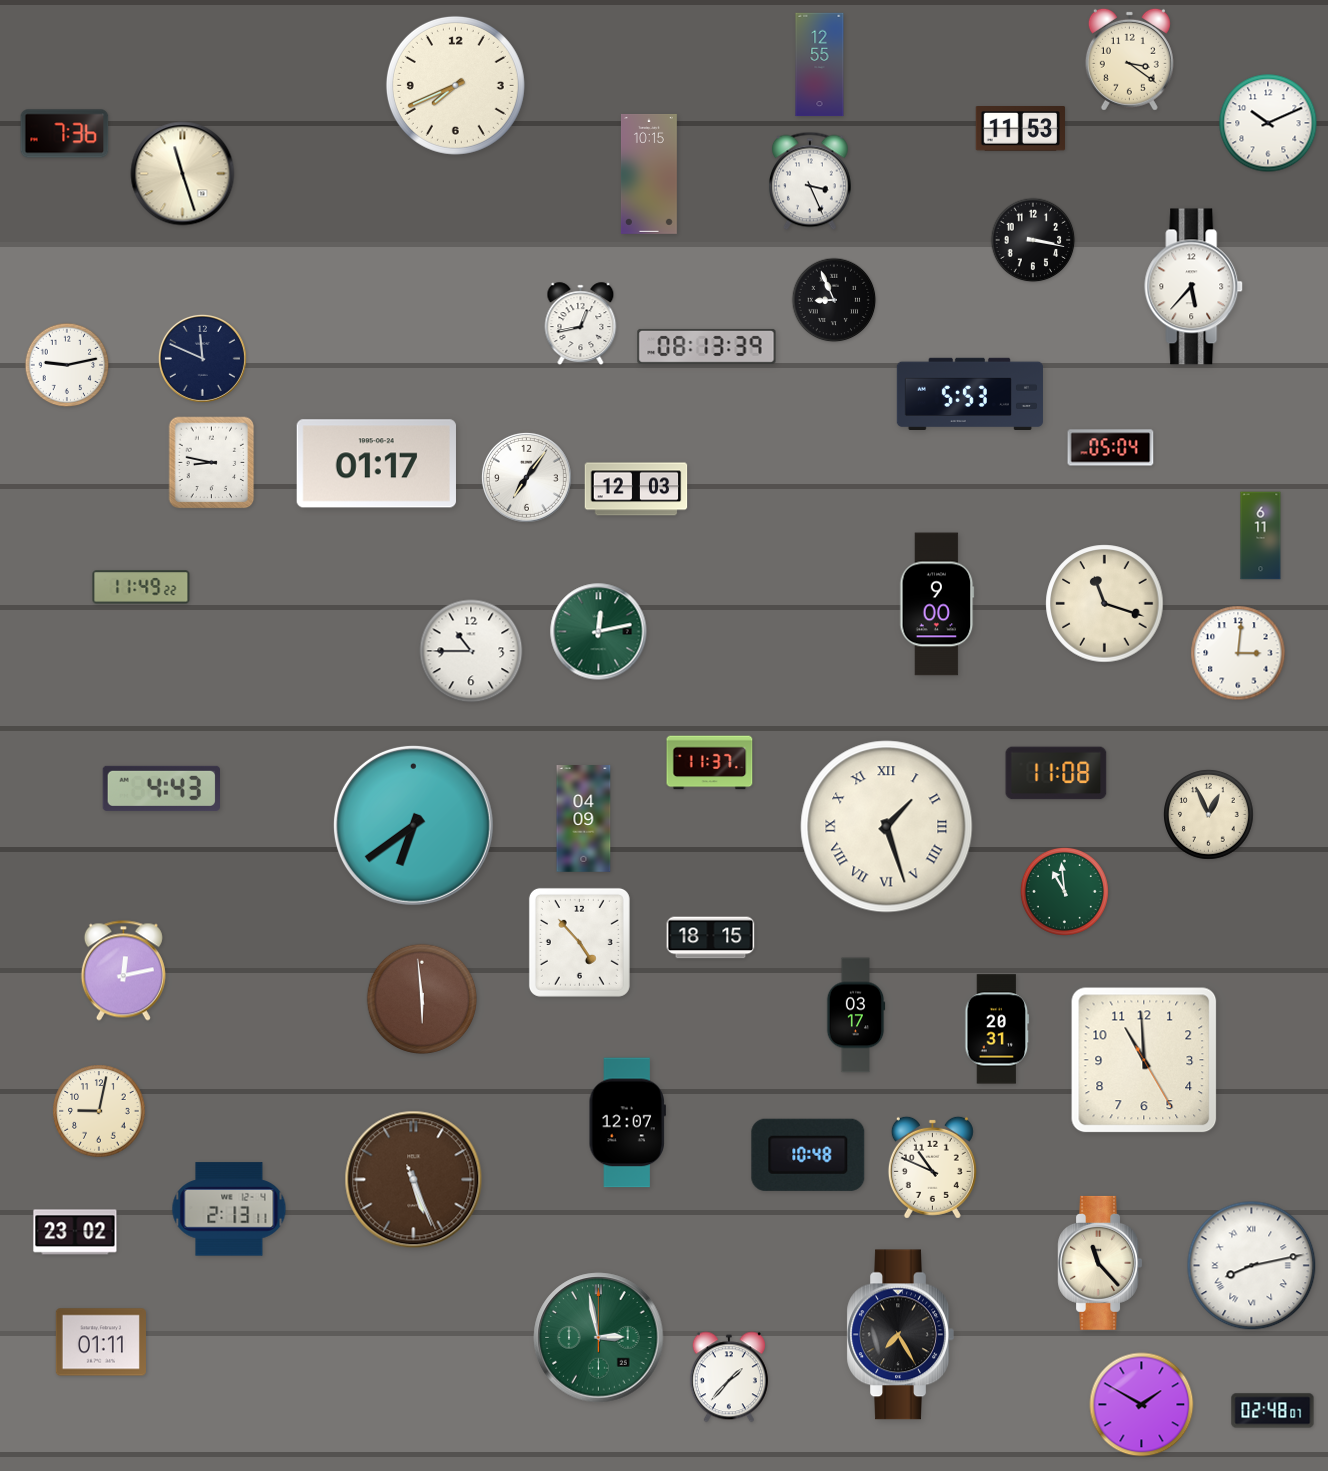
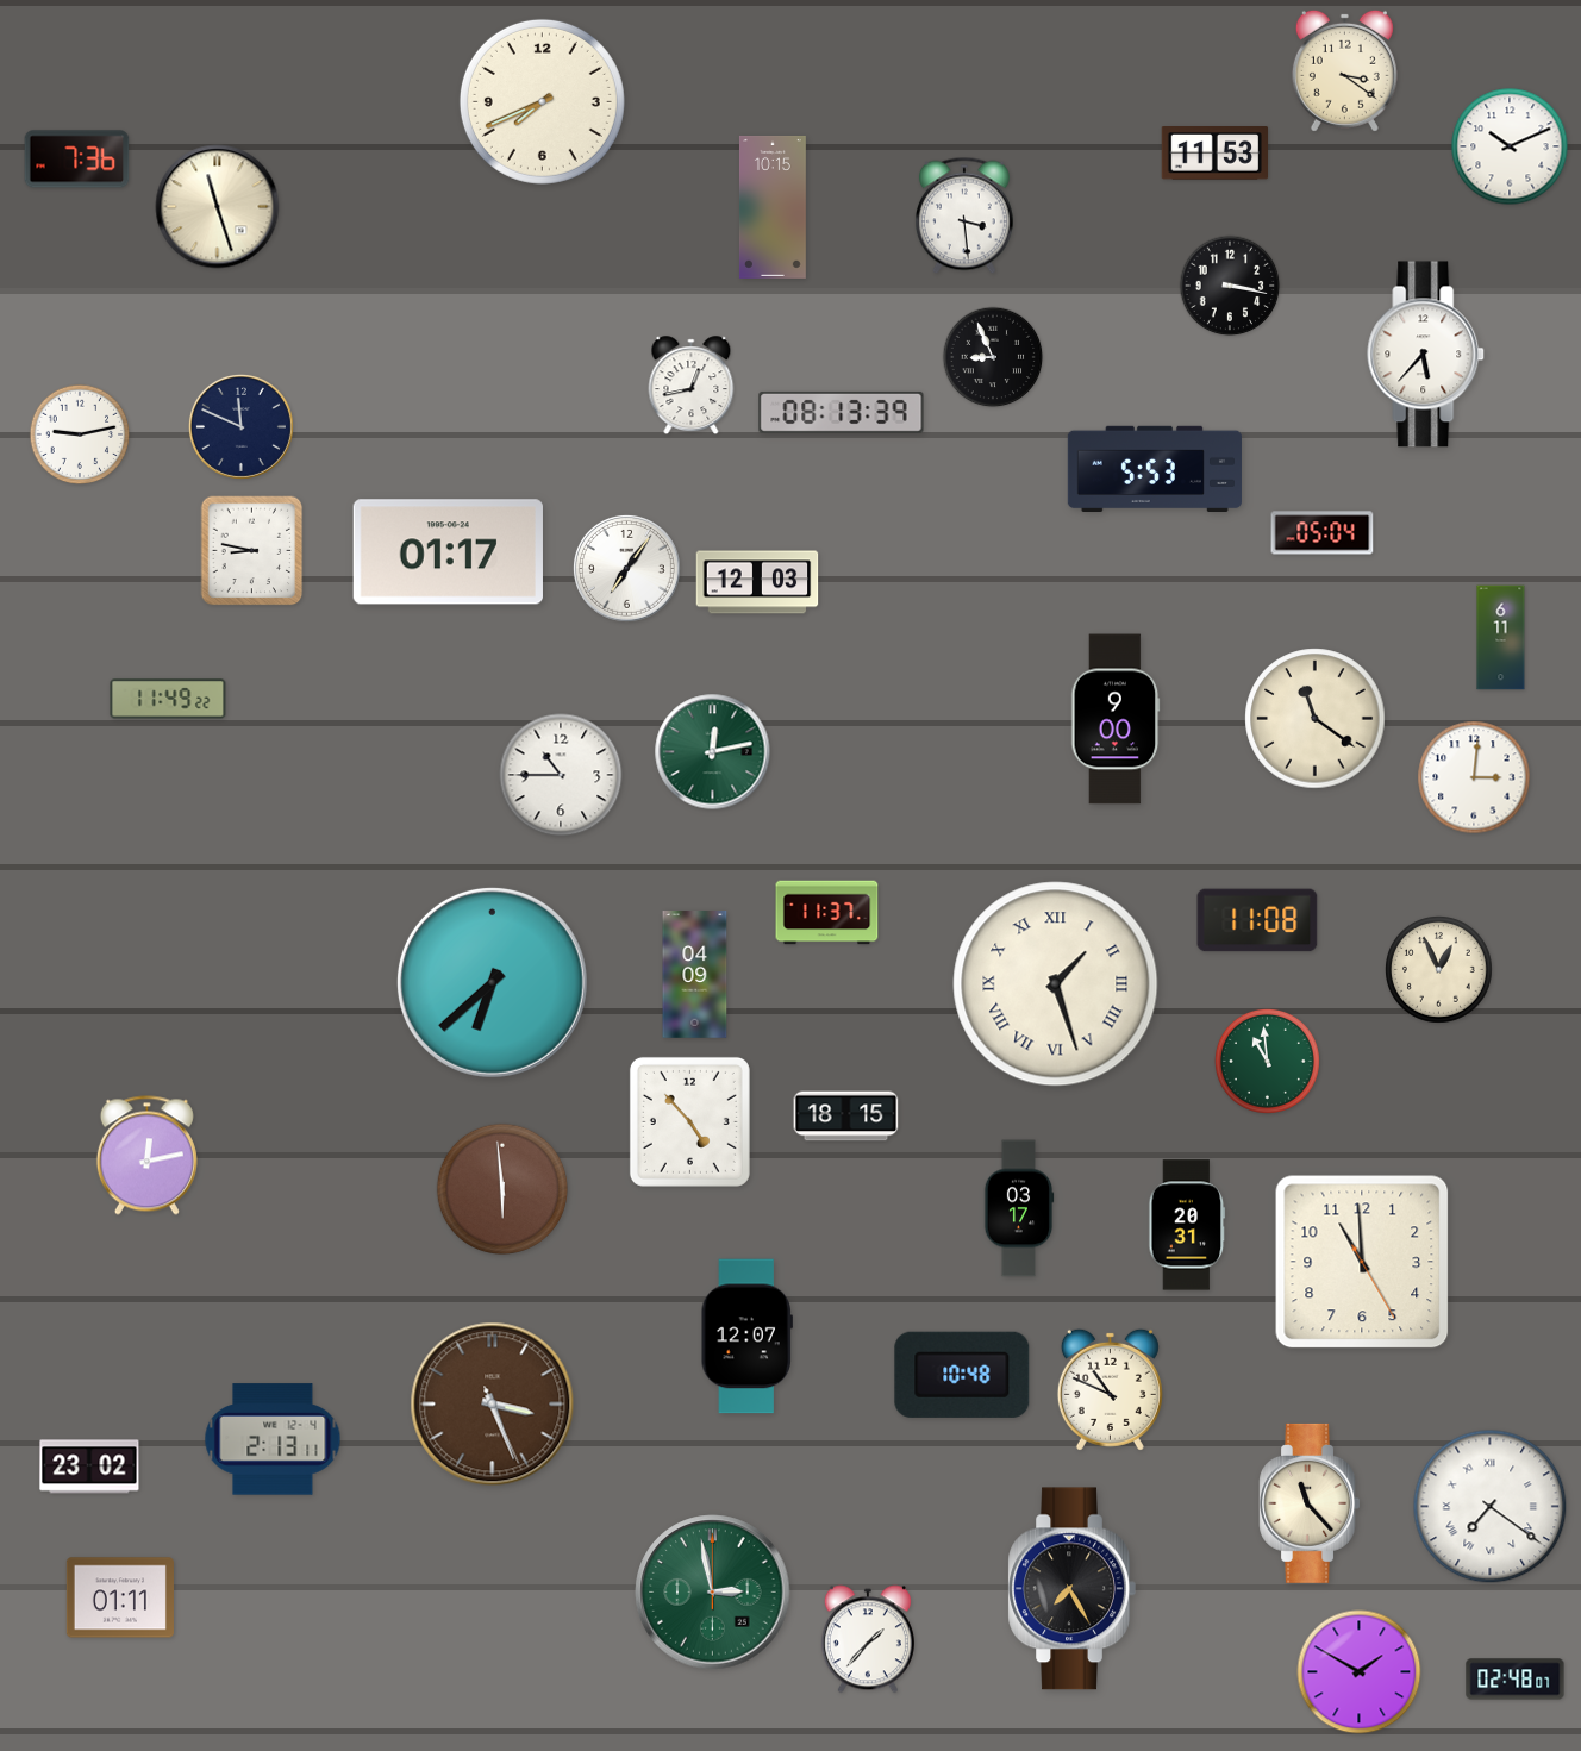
clock at (820, 65): 12:55 -> none
clock at (810, 181): 3:26 -> 3:29
clock at (1194, 287) position: (1194, 287) -> (1426, 355)
clock at (1105, 604): 11:18 -> 11:21
clock at (710, 763) position: (710, 763) -> (827, 913)
clock at (161, 788): 4:43 -> none
clock at (413, 825): 6:39 -> 6:38
clock at (99, 1111): 9:02 -> none
clock at (414, 1180): 5:26 -> 3:26
clock at (1252, 1266): 8:13 -> 7:21
